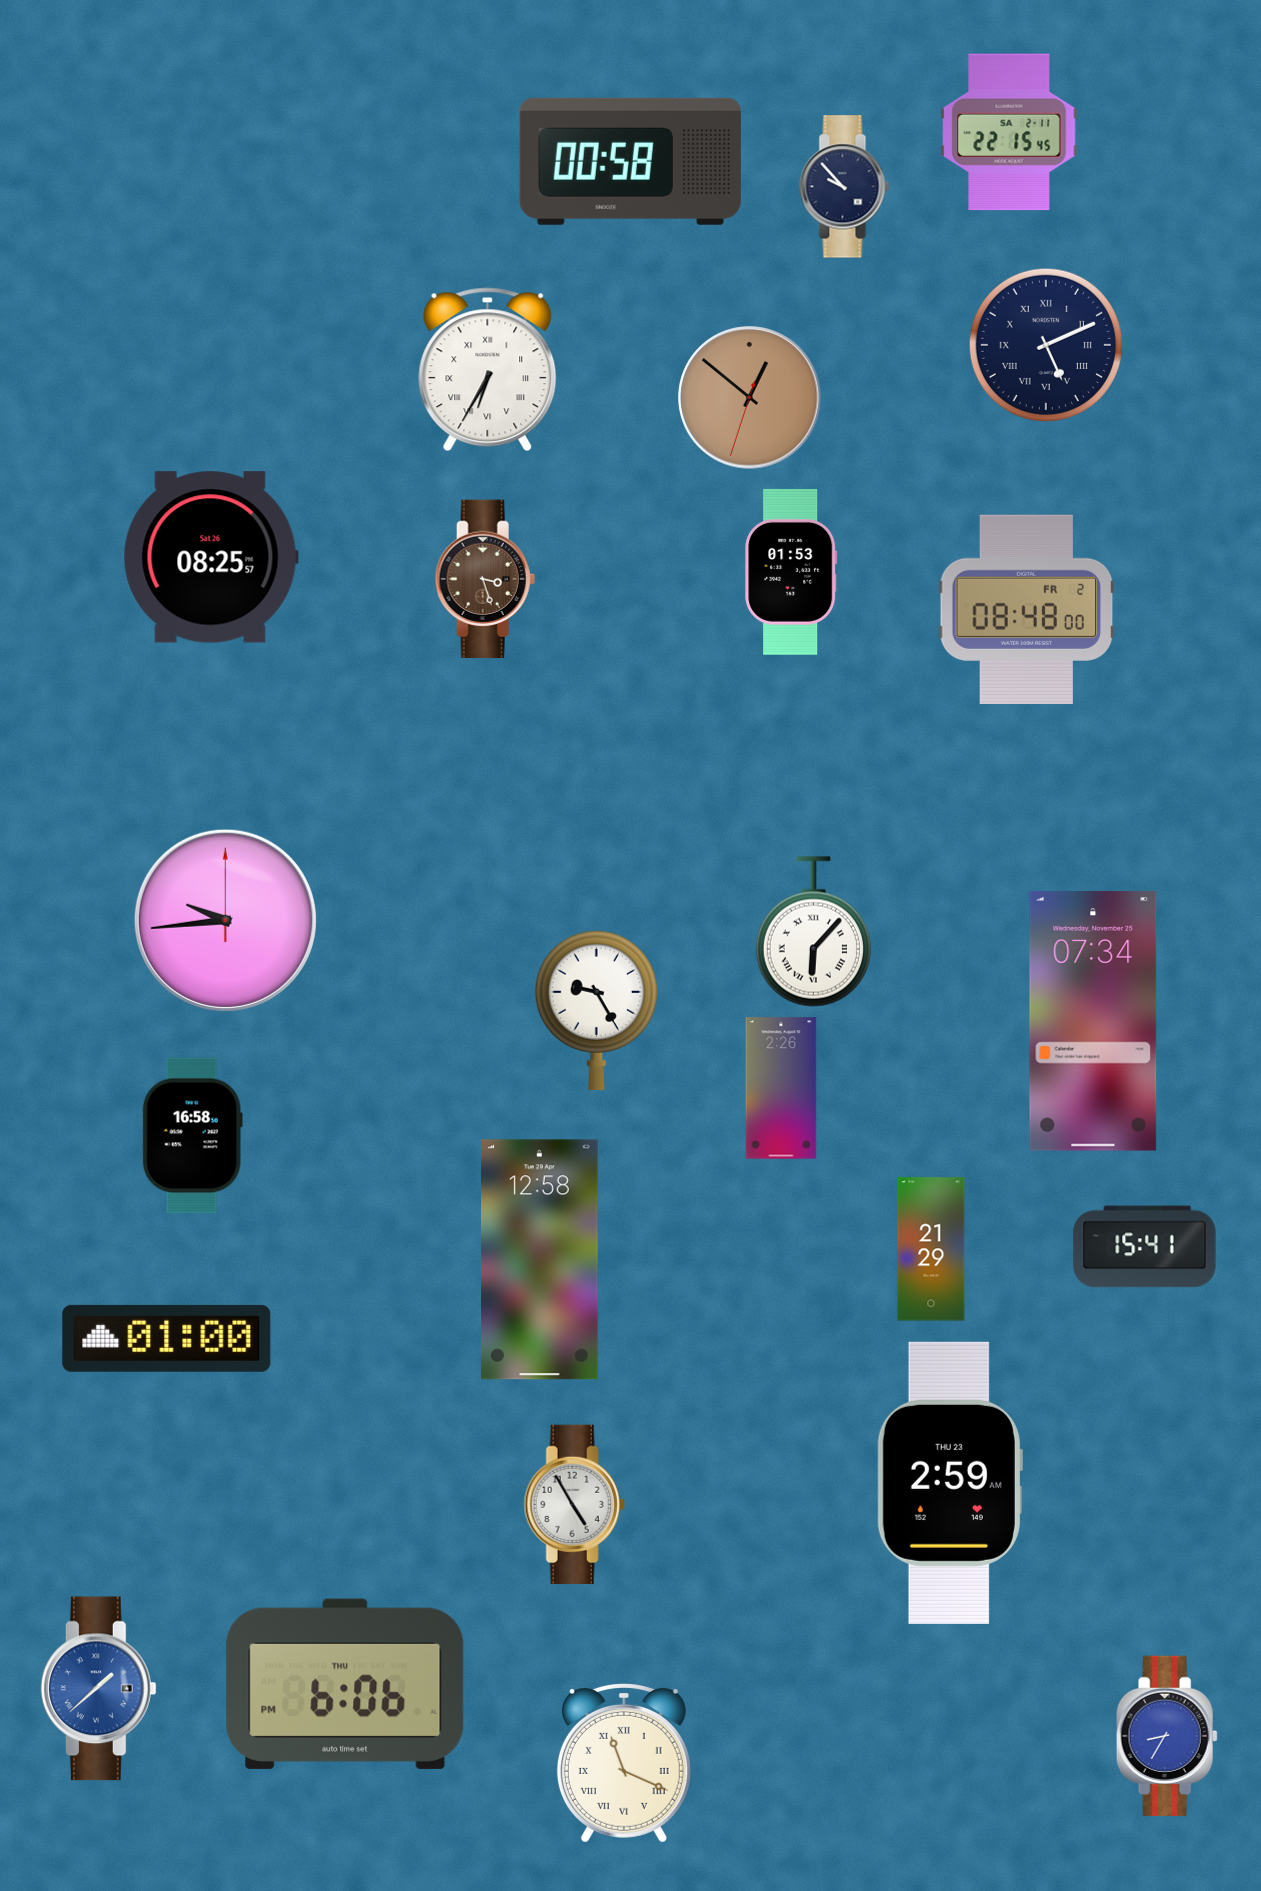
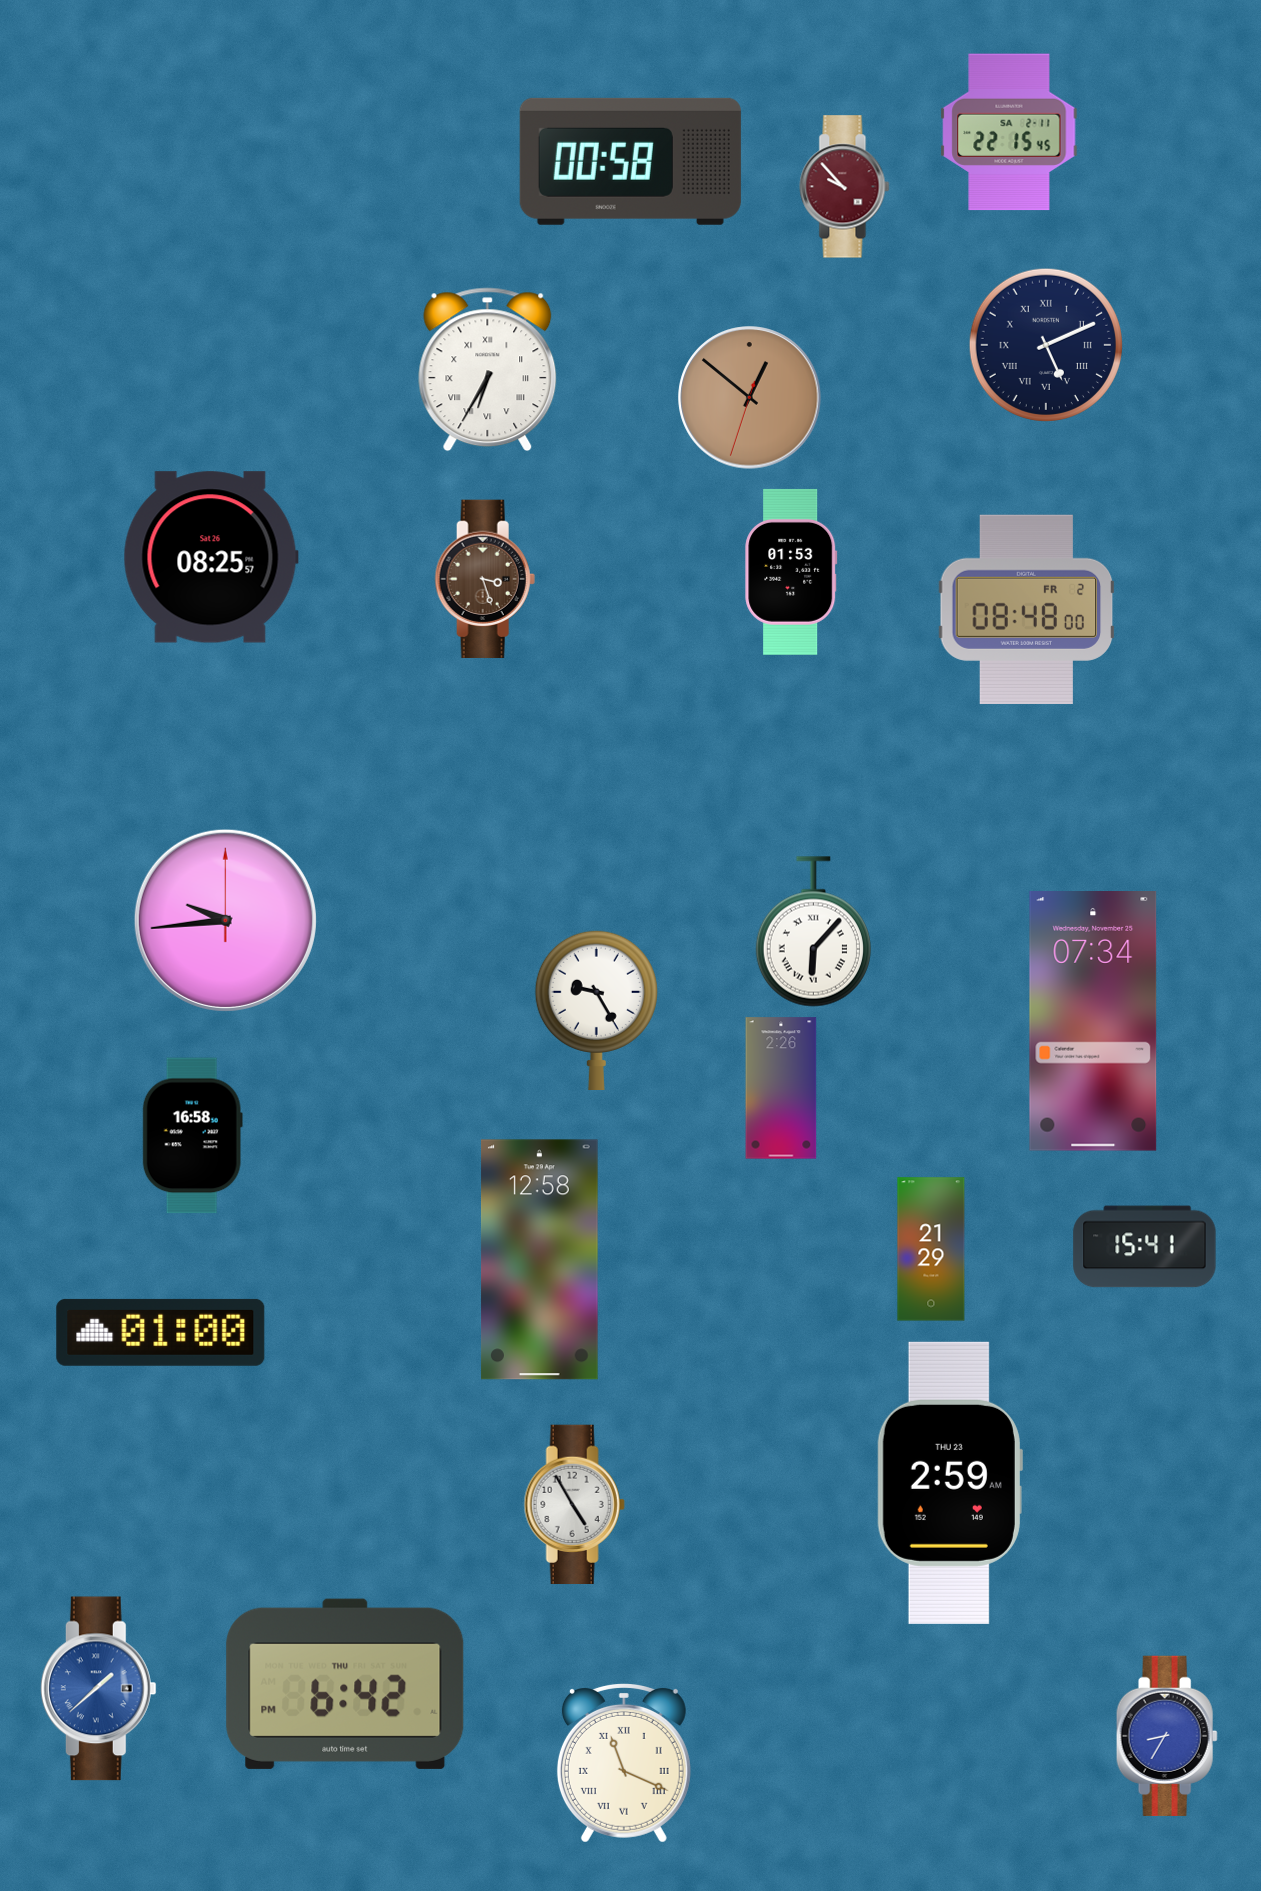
clock at (845, 187) dial: navy -> burgundy
clock at (167, 1338) position: (167, 1338) -> (161, 1332)
clock at (345, 1684): 6:06 -> 6:42
